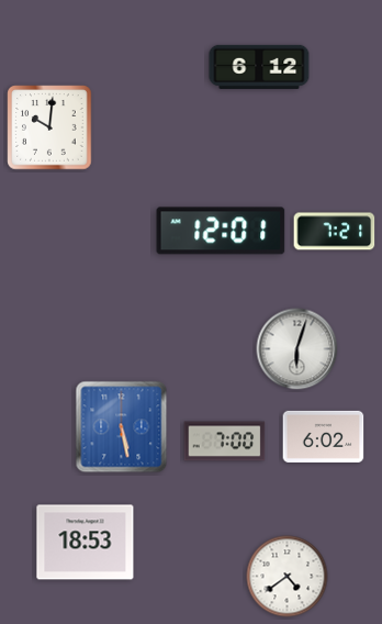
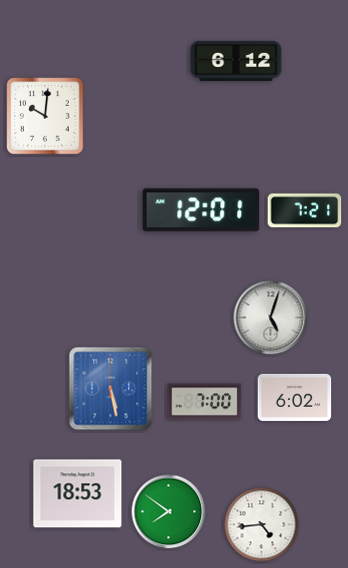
clock at (297, 349): 6:03 -> 5:03
clock at (169, 512): none -> 7:51
clock at (288, 577): 4:39 -> 4:44
